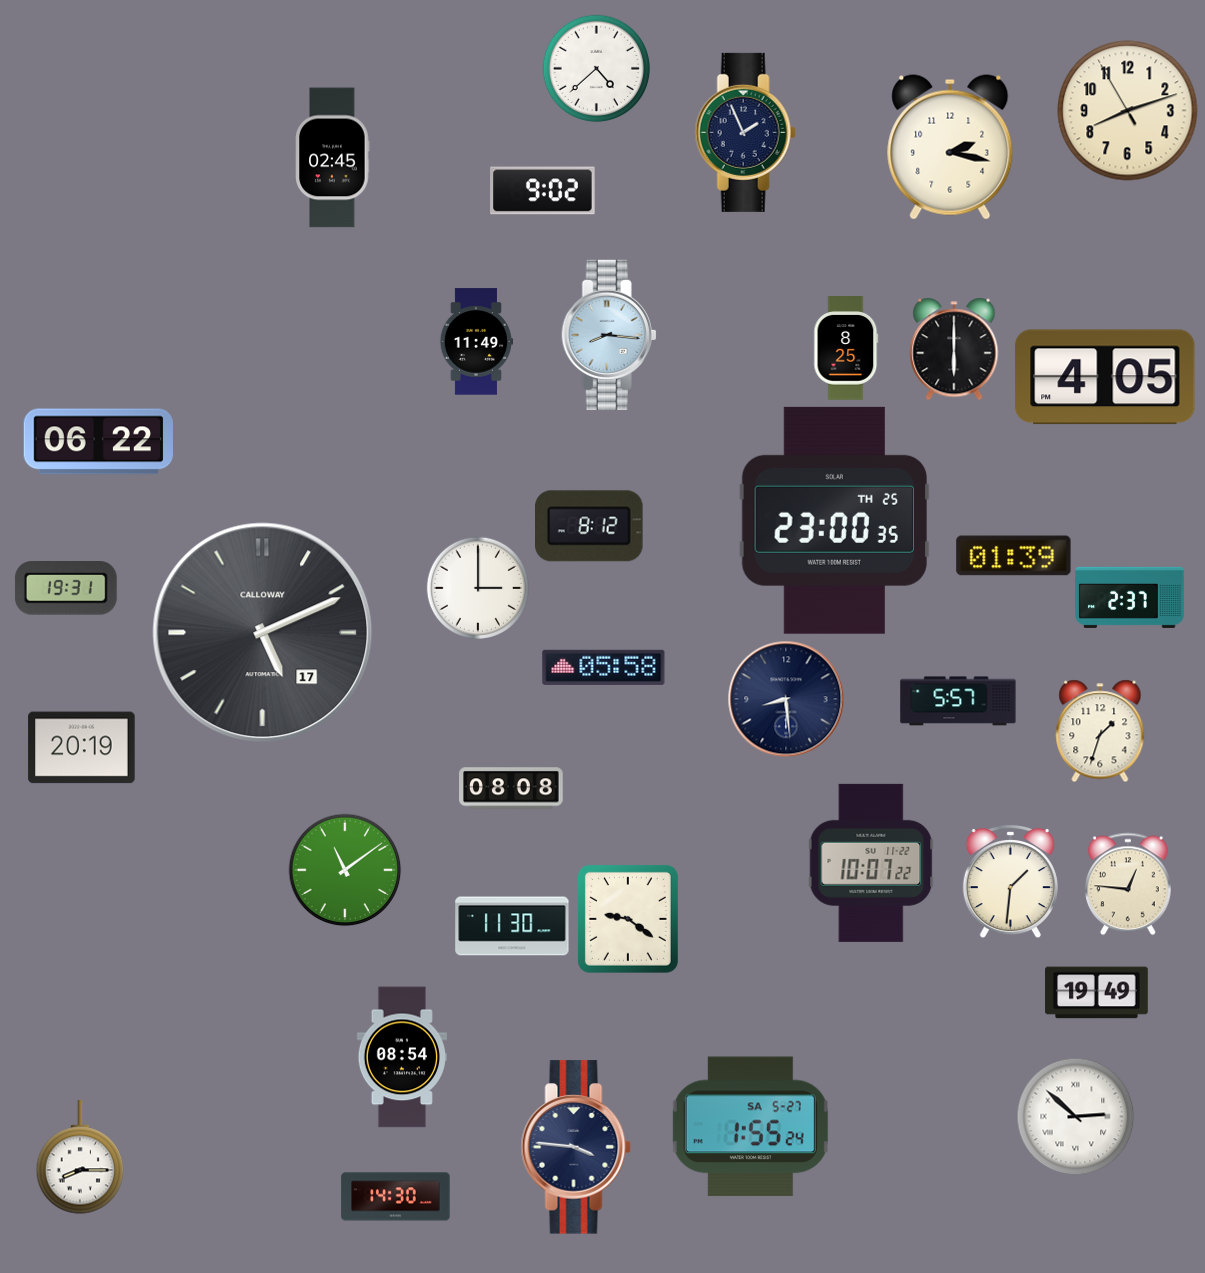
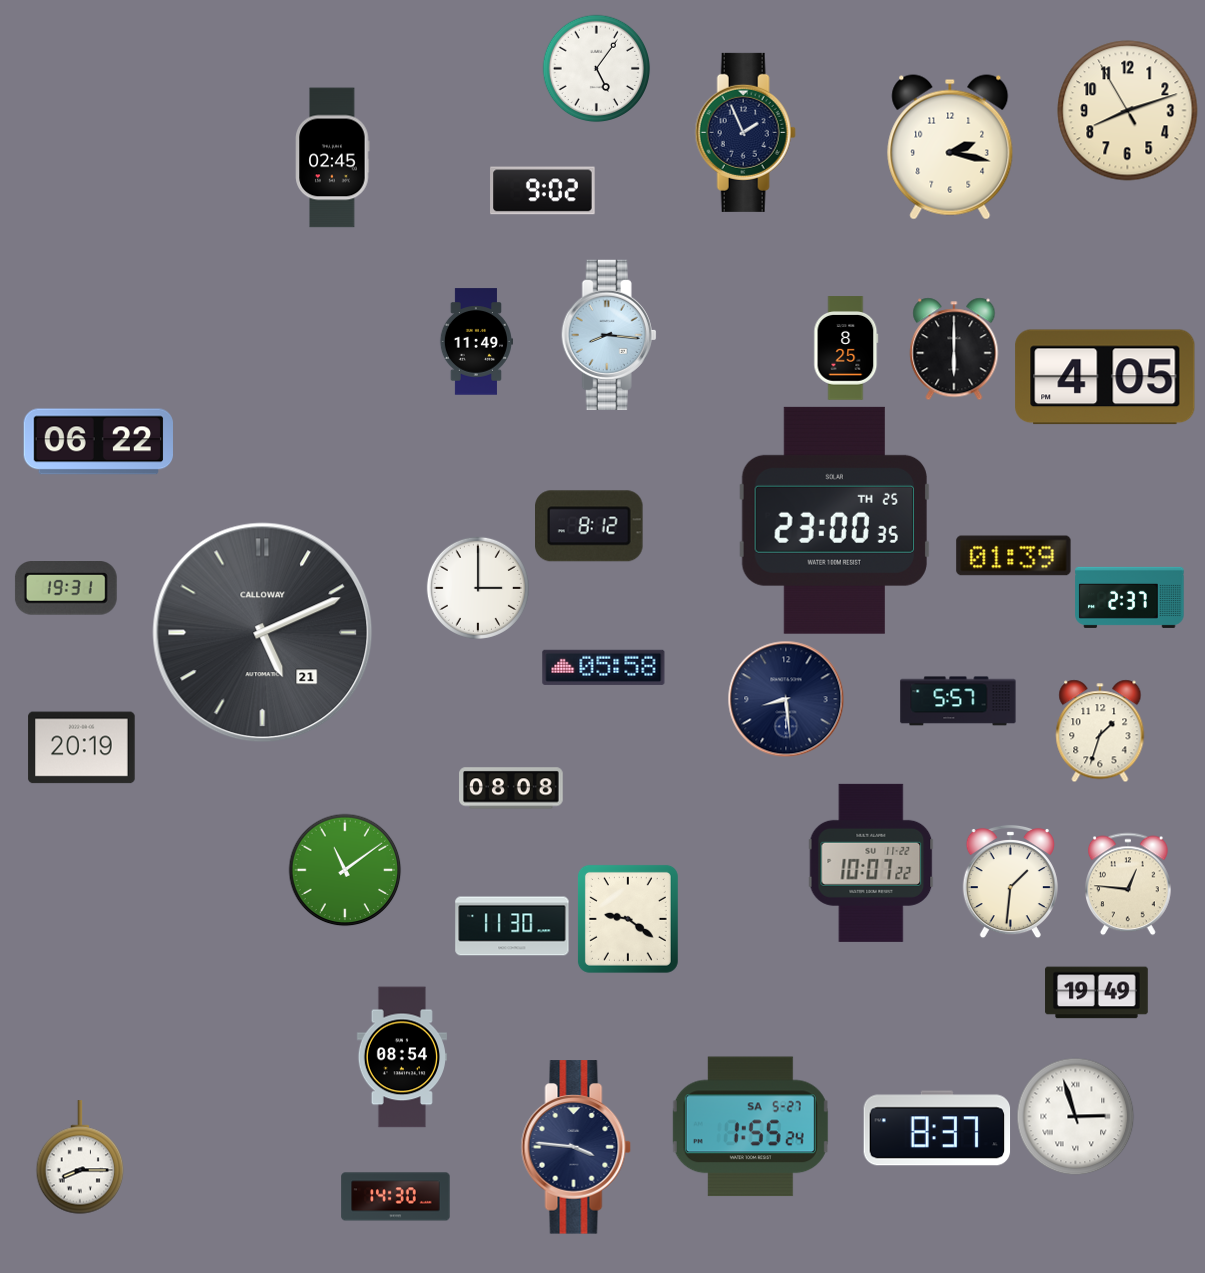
clock at (596, 68): 4:38 -> 5:06
clock at (263, 633) date: 17 -> 21
clock at (1075, 1116): 2:52 -> 2:57
clock at (937, 1128): none -> 8:37
